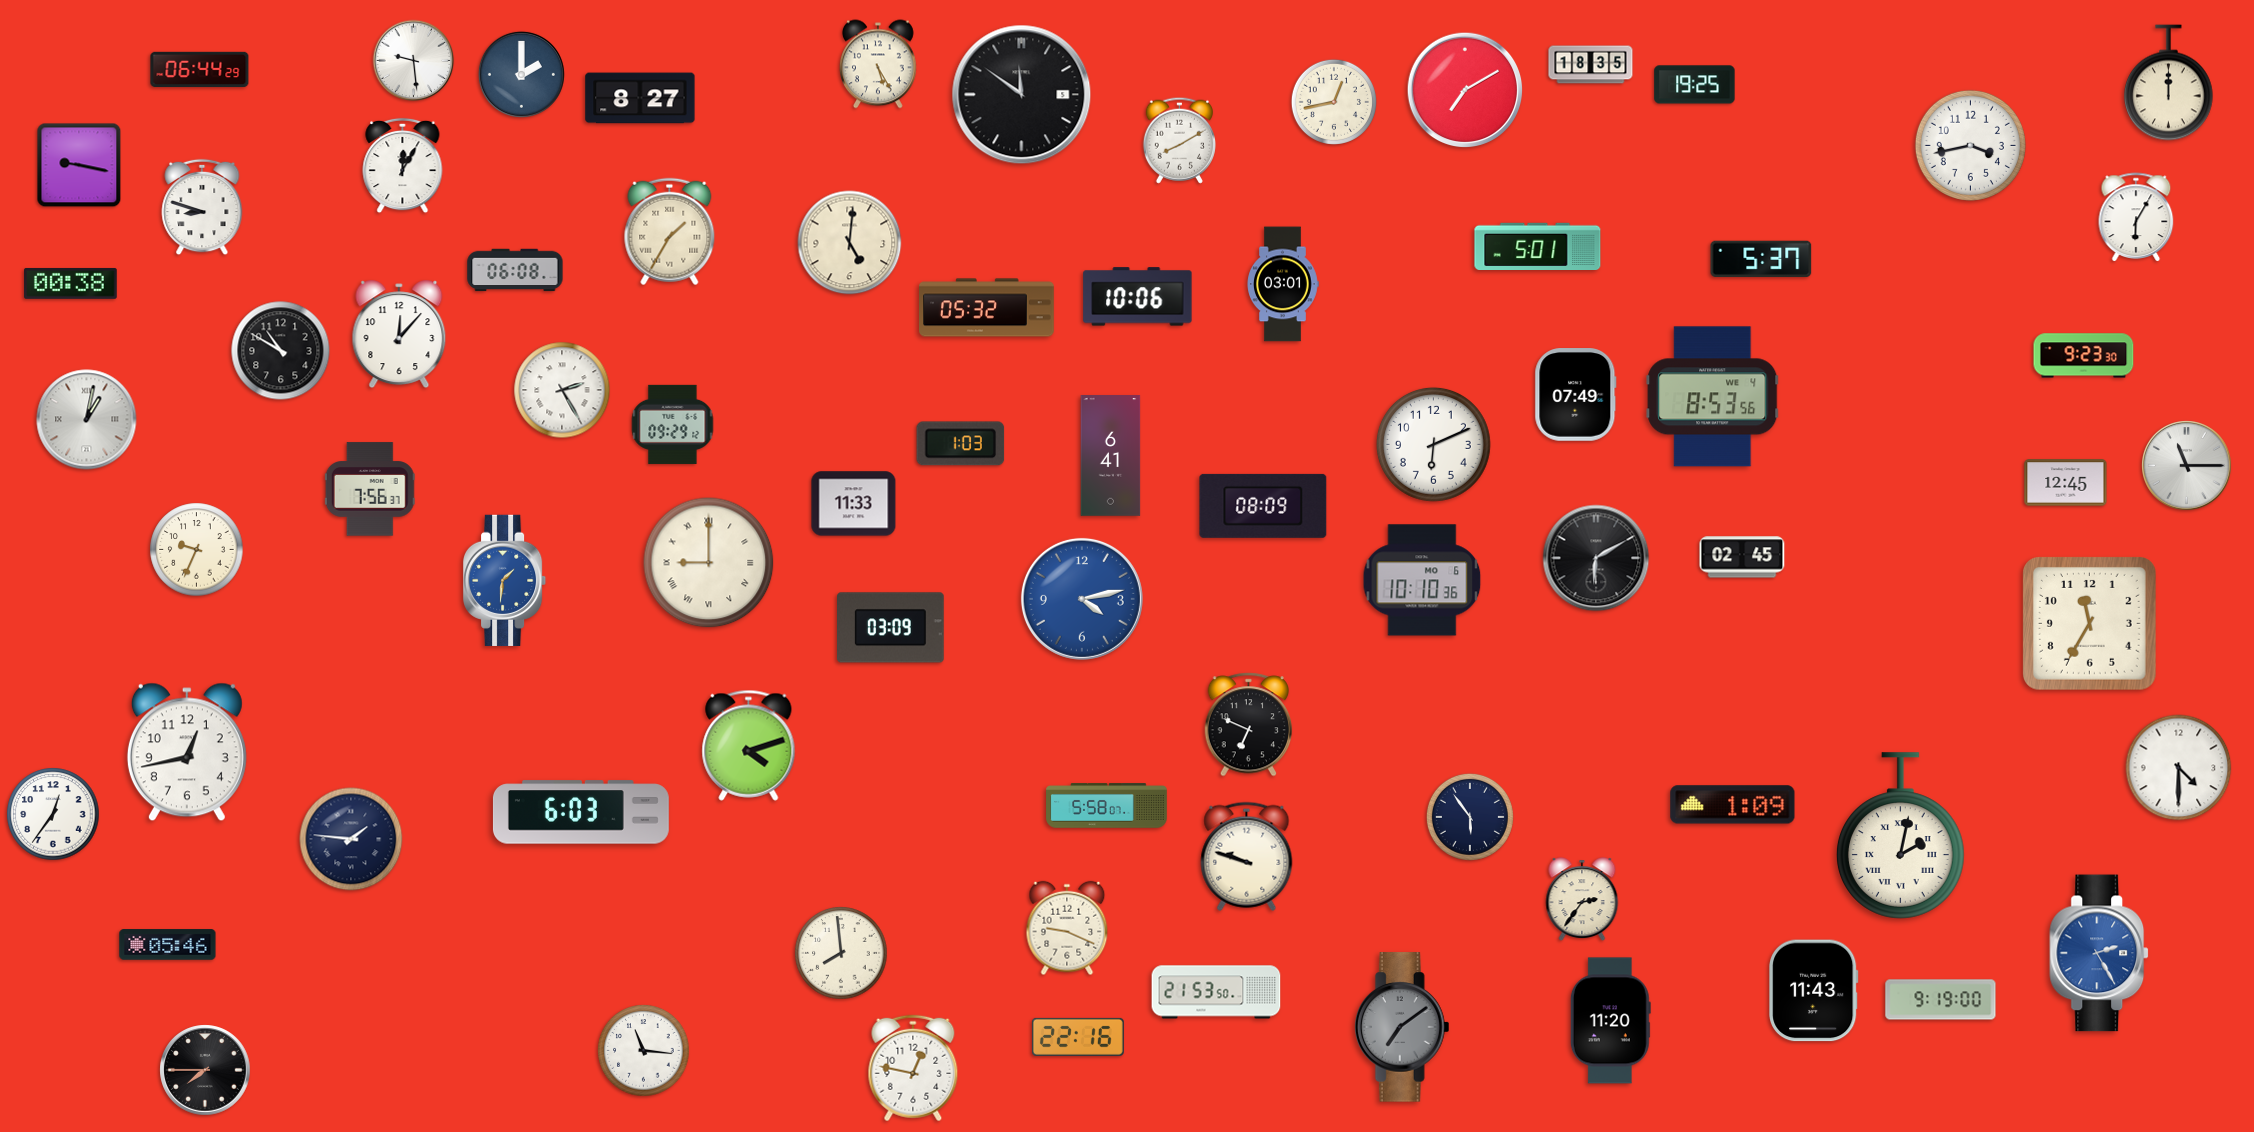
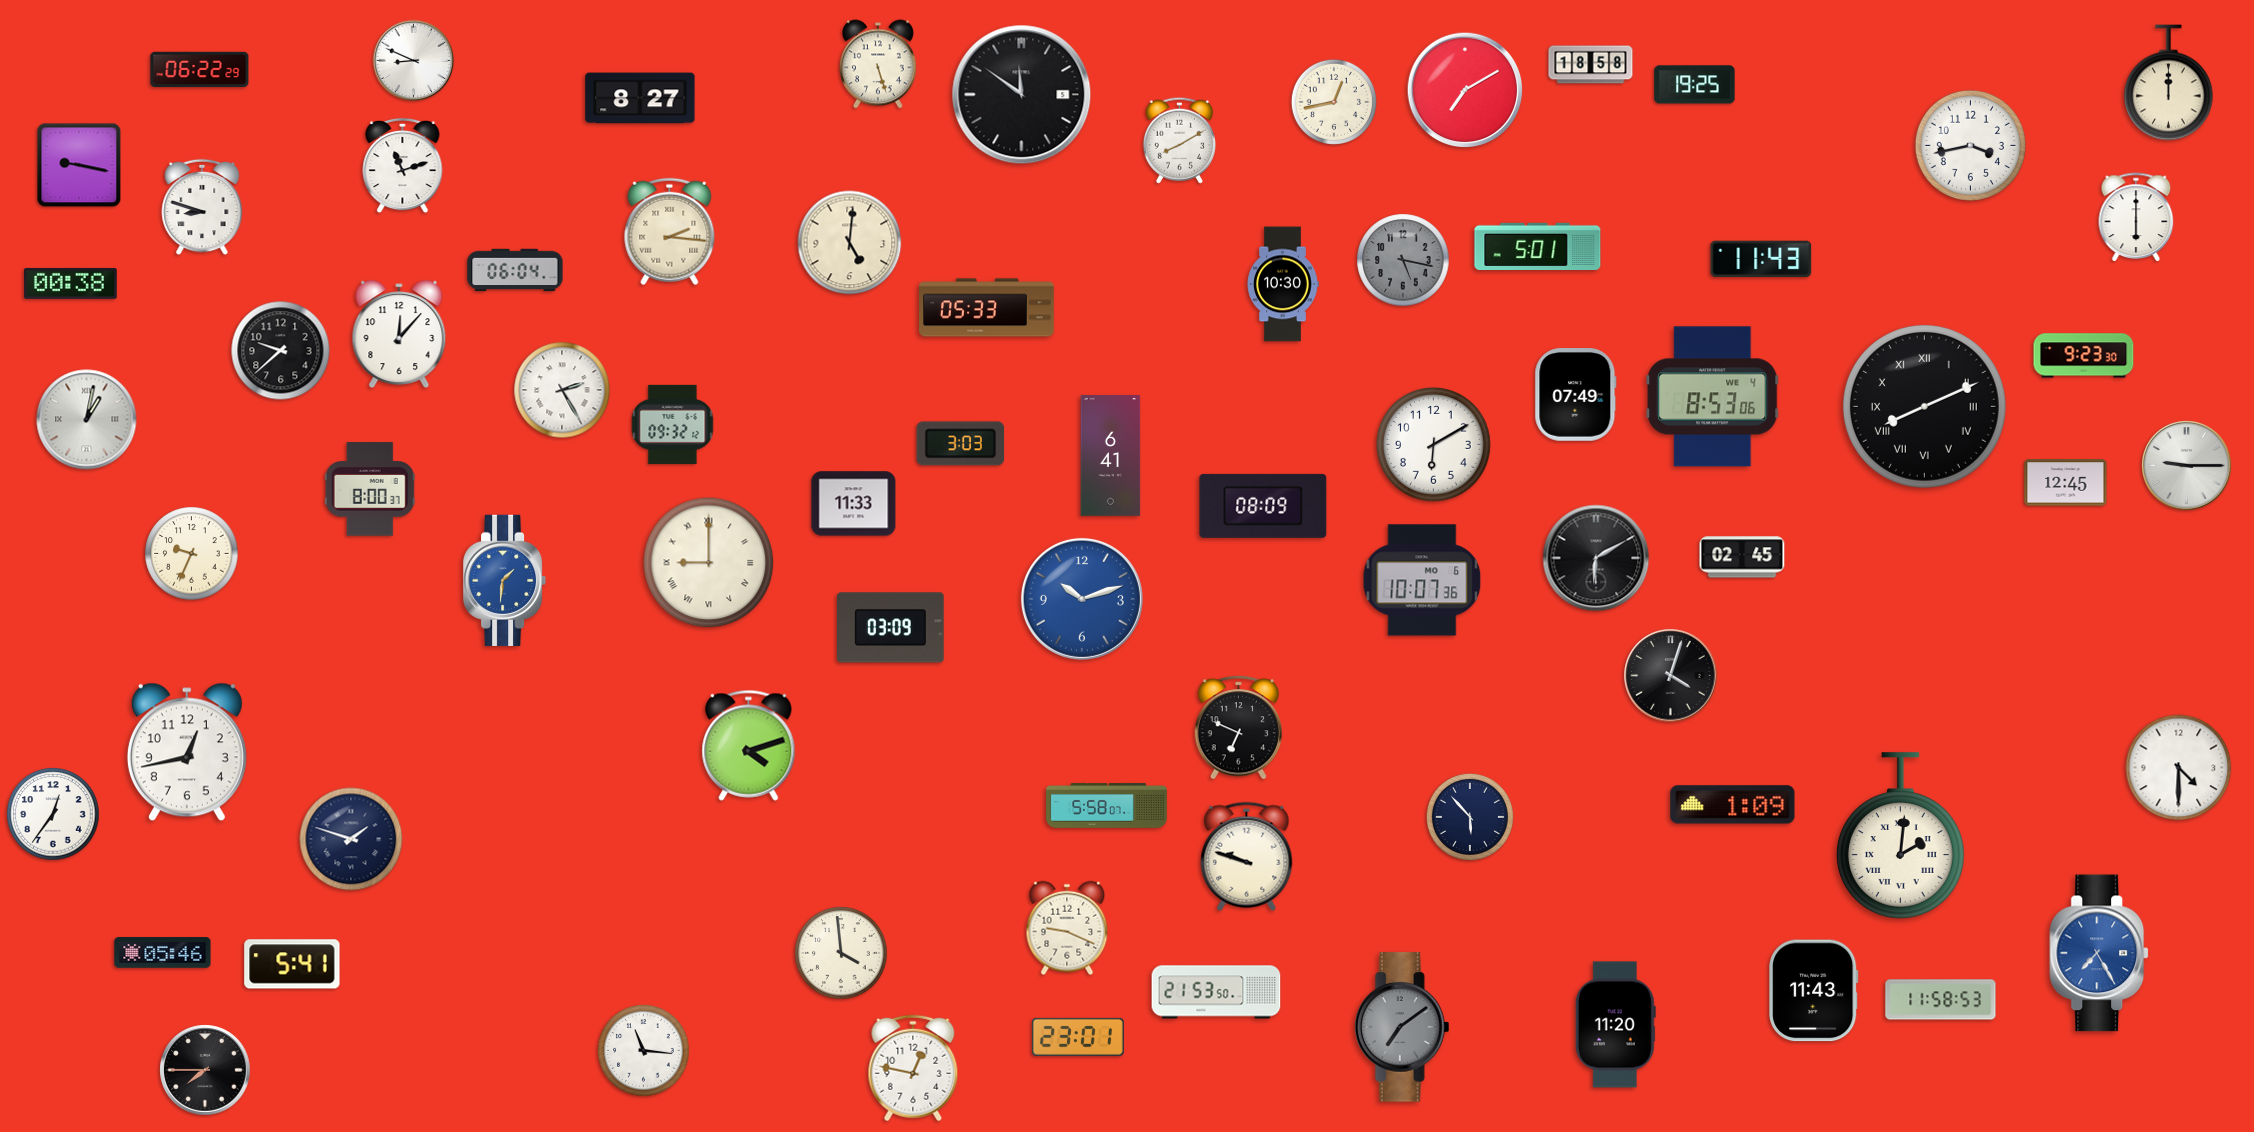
clock at (414, 61): 9:29 -> 8:49
clock at (879, 64): 5:25 -> 5:27
clock at (1591, 65): 18:35 -> 18:58
clock at (200, 70): 06:44 -> 06:22
clock at (521, 74): 2:00 -> none
clock at (403, 166): 12:05 -> 11:12
clock at (2136, 217): 6:05 -> 6:00
clock at (670, 232): 1:35 -> 2:16
clock at (1761, 259): 5:37 -> 11:43
clock at (1403, 260): none -> 5:17
clock at (515, 270): 06:08 -> 06:04
clock at (1283, 284): 03:01 -> 10:30
clock at (1138, 297): 10:06 -> none
clock at (987, 308): 05:32 -> 05:33
clock at (281, 351): 10:50 -> 9:38
clock at (1713, 397): 8:53:56 -> 8:53:06
clock at (1924, 406): none -> 8:11
clock at (673, 424): 09:29 -> 09:32
clock at (961, 444): 1:03 -> 3:03
clock at (1433, 444): 6:11 -> 6:10
clock at (2187, 466): 11:15 -> 9:15
clock at (370, 489): 7:56 -> 8:00
clock at (197, 550) position: (197, 550) -> (192, 554)
clock at (1422, 580): 10:10 -> 10:07
clock at (1082, 599): 4:13 -> 10:12
clock at (2090, 624): 11:35 -> none
clock at (1671, 676): none -> 4:03
clock at (1249, 725) position: (1249, 725) -> (1239, 728)
clock at (581, 812): 6:03 -> none
clock at (1470, 817): 5:54 -> 5:53
clock at (1901, 836): 2:02 -> 2:01
clock at (351, 839): 1:46 -> 1:48
clock at (1582, 900): 2:36 -> none
clock at (168, 945) position: (168, 945) -> (163, 953)
clock at (841, 953): 7:59 -> 3:59
clock at (2100, 953): 2:25 -> 7:25
clock at (292, 964): none -> 5:41
clock at (1941, 1000): 9:19 -> 11:58
clock at (1610, 1021) position: (1610, 1021) -> (1615, 1025)
clock at (1078, 1037): 22:16 -> 23:01
